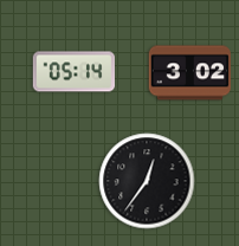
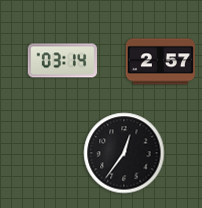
clock at (73, 72): 05:14 -> 03:14
clock at (189, 73): 3:02 -> 2:57
